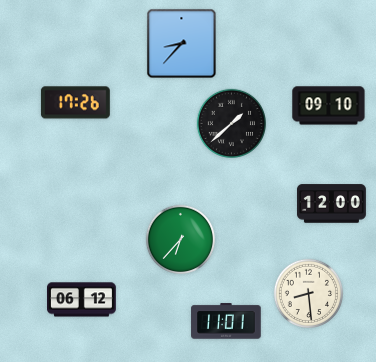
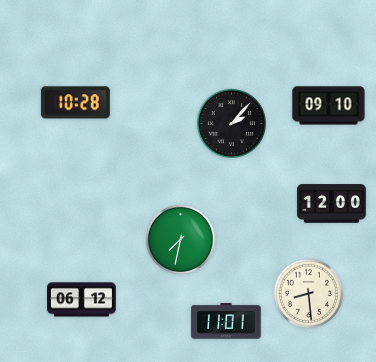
clock at (182, 44): 8:37 -> none
clock at (75, 103): 17:26 -> 10:28
clock at (231, 123): 1:38 -> 2:07
clock at (180, 239): 6:37 -> 7:32
